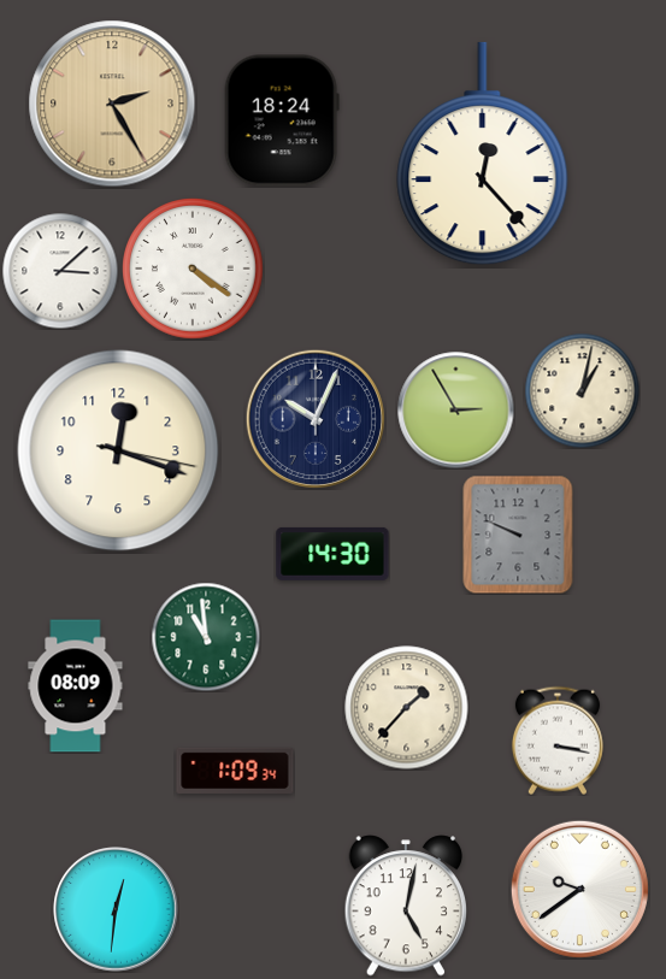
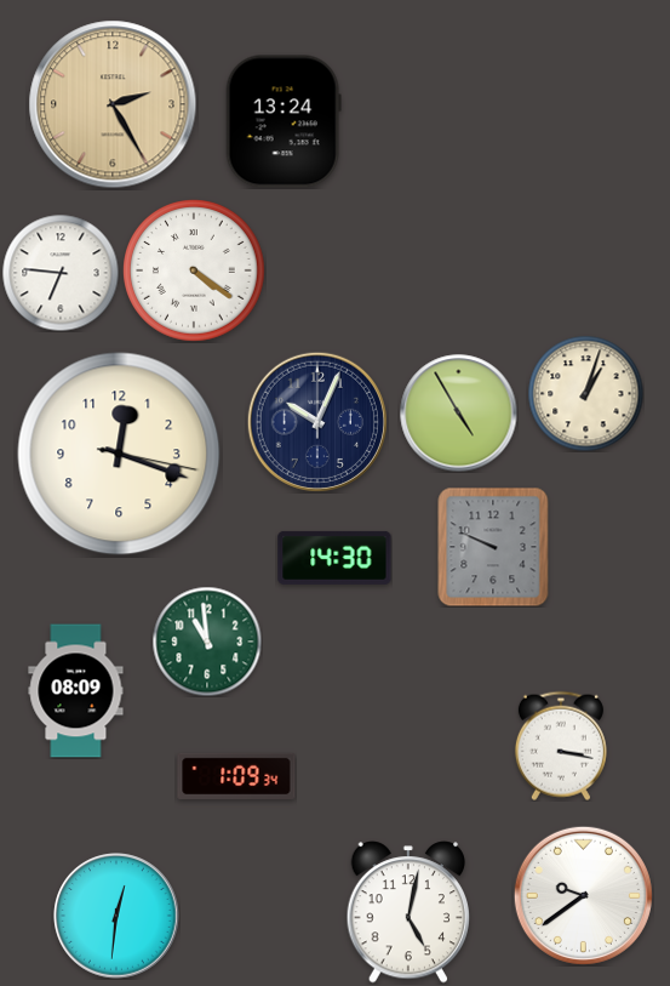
clock at (282, 120): 18:24 -> 13:24
clock at (483, 154): 12:23 -> none
clock at (60, 271): 3:08 -> 6:46
clock at (582, 390): 1:02 -> 1:03
clock at (456, 411): 2:55 -> 4:55
clock at (518, 535) position: (518, 535) -> (493, 547)
clock at (407, 708): 1:37 -> none
